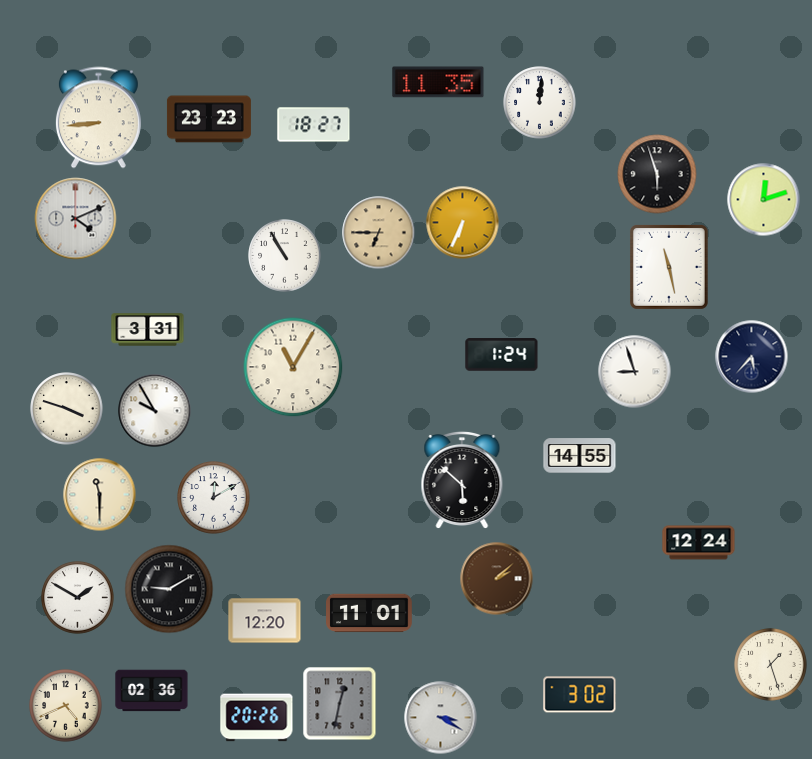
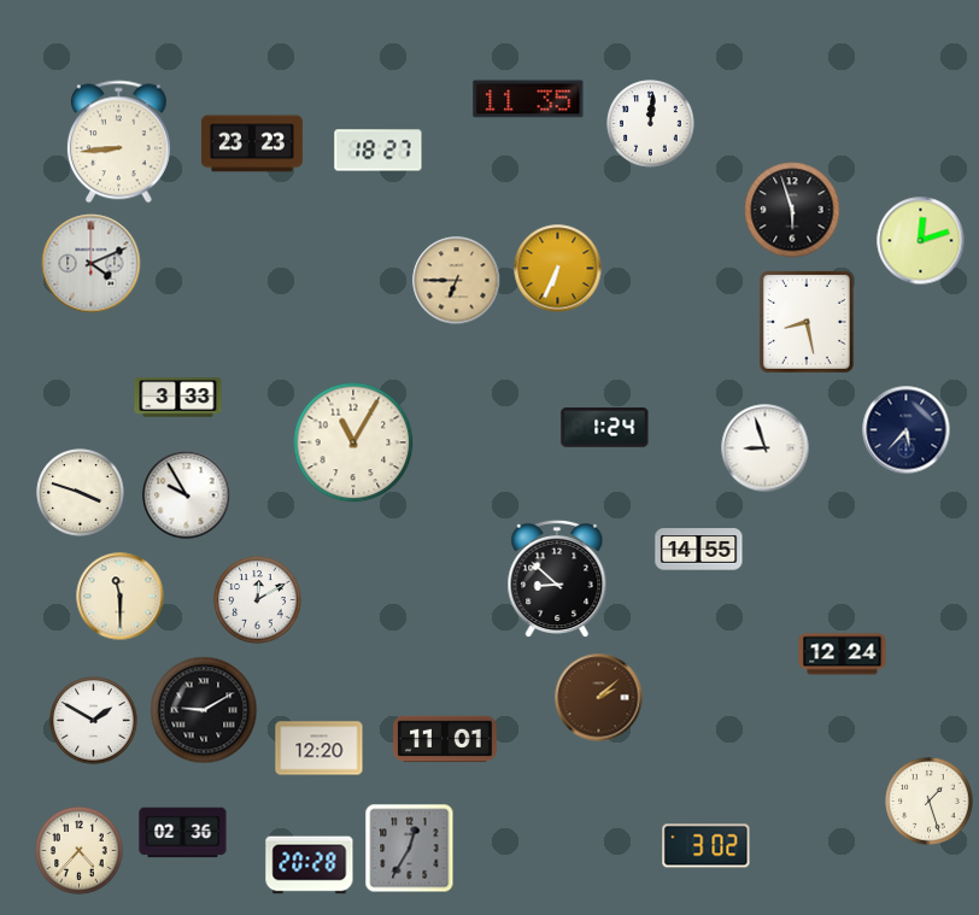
clock at (285, 256): 10:55 -> none
clock at (669, 267): 11:28 -> 8:28
clock at (148, 330): 3:31 -> 3:33
clock at (462, 479): 5:52 -> 8:52
clock at (580, 695) position: (580, 695) -> (707, 846)
clock at (340, 704): 12:32 -> 12:35
clock at (66, 706): 4:41 -> 4:37
clock at (257, 718): 20:26 -> 20:28
clock at (441, 718): 3:20 -> none
